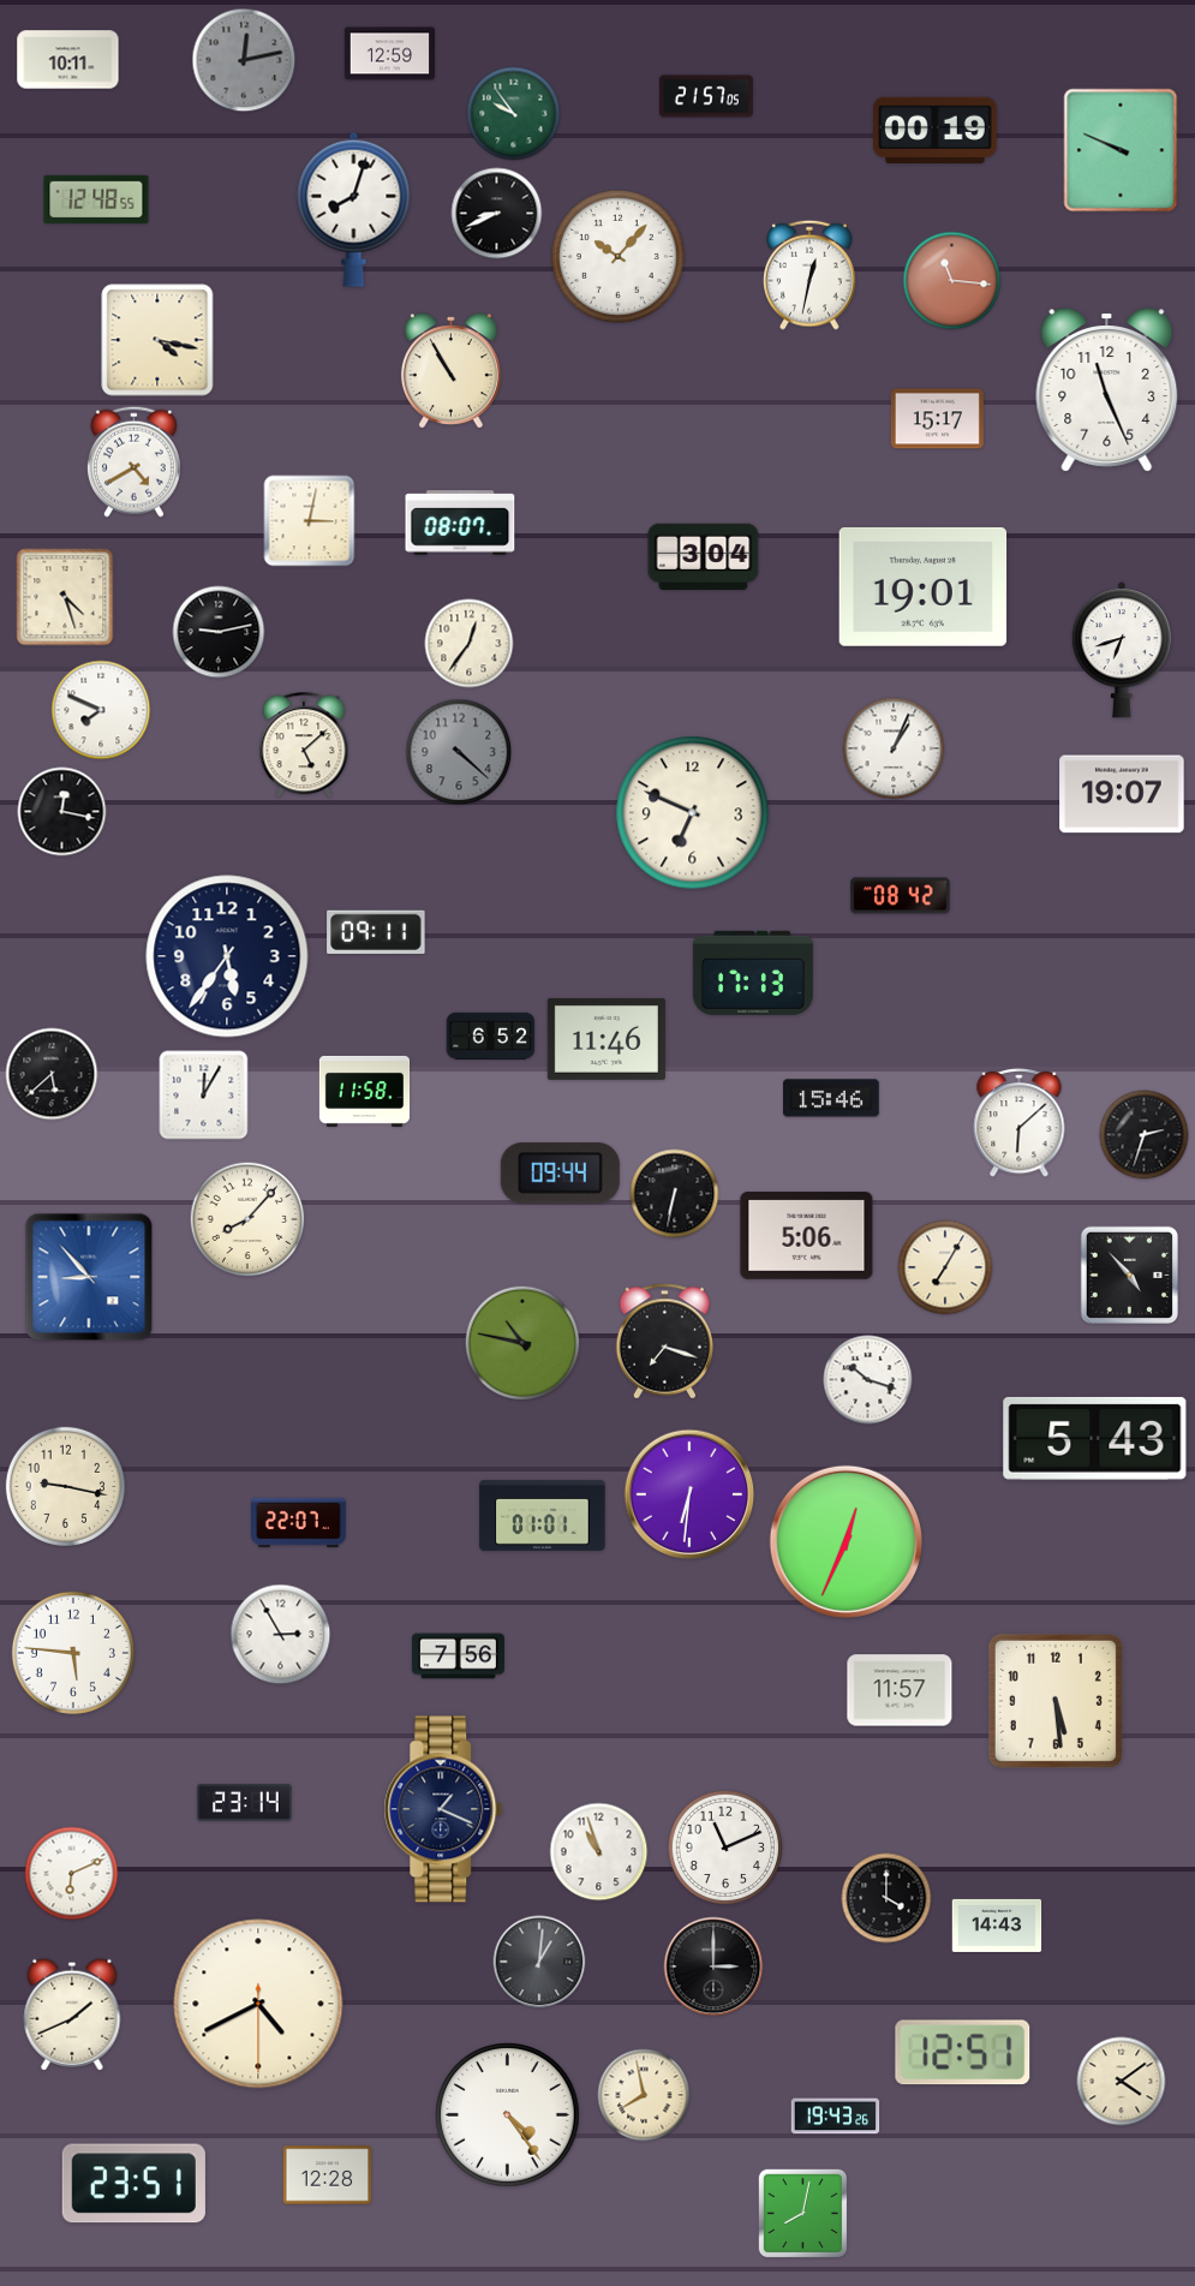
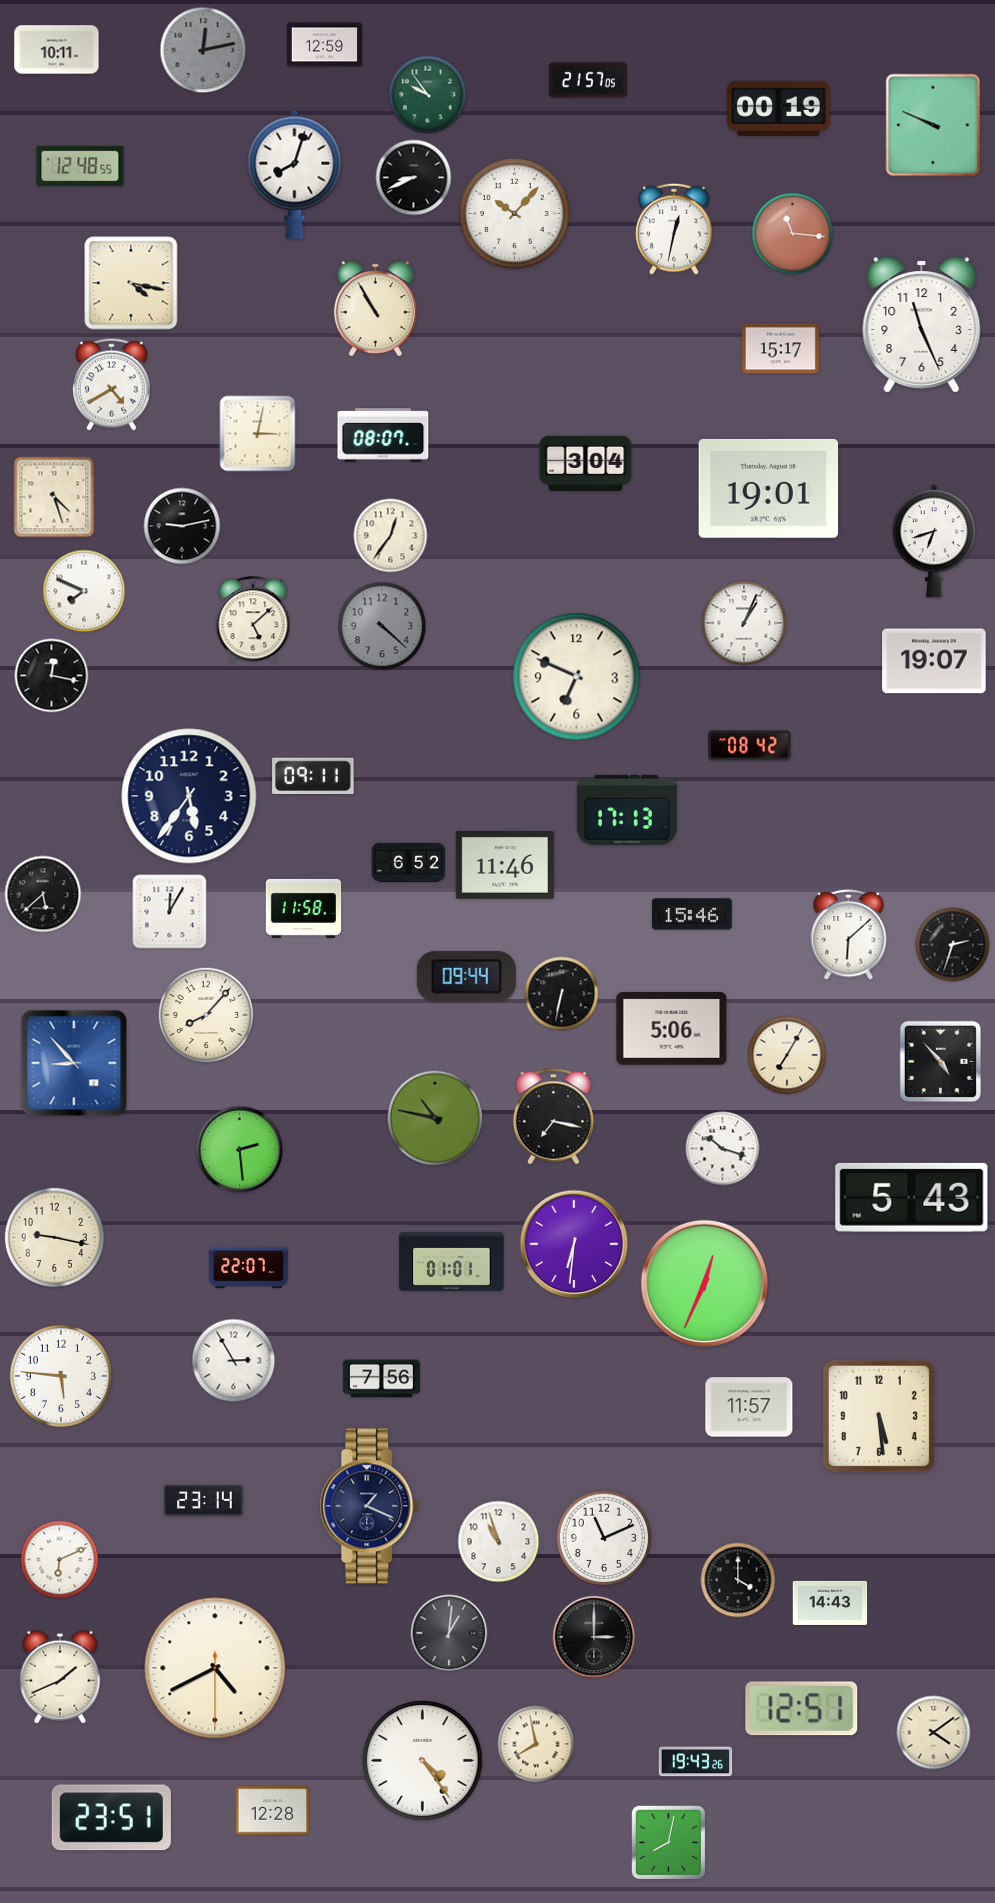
clock at (665, 1342): 7:18 -> 7:17
clock at (240, 1150): none -> 2:29
